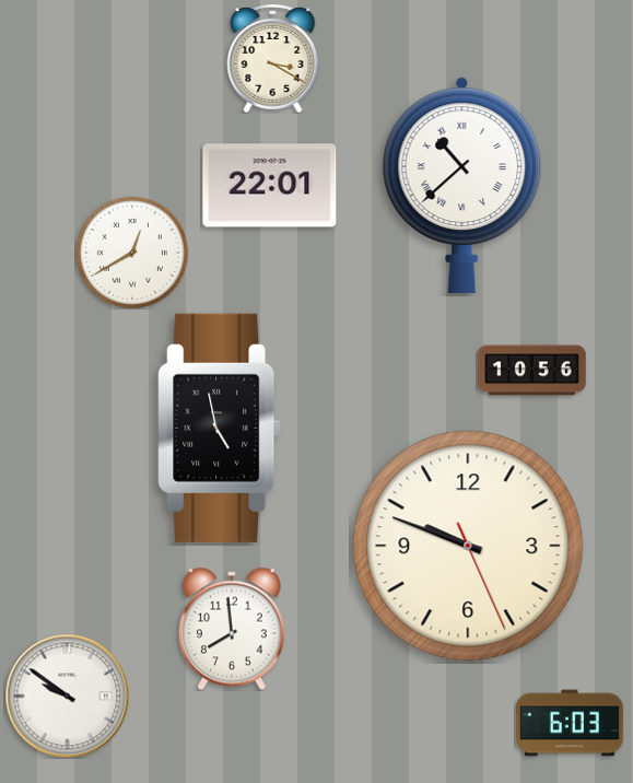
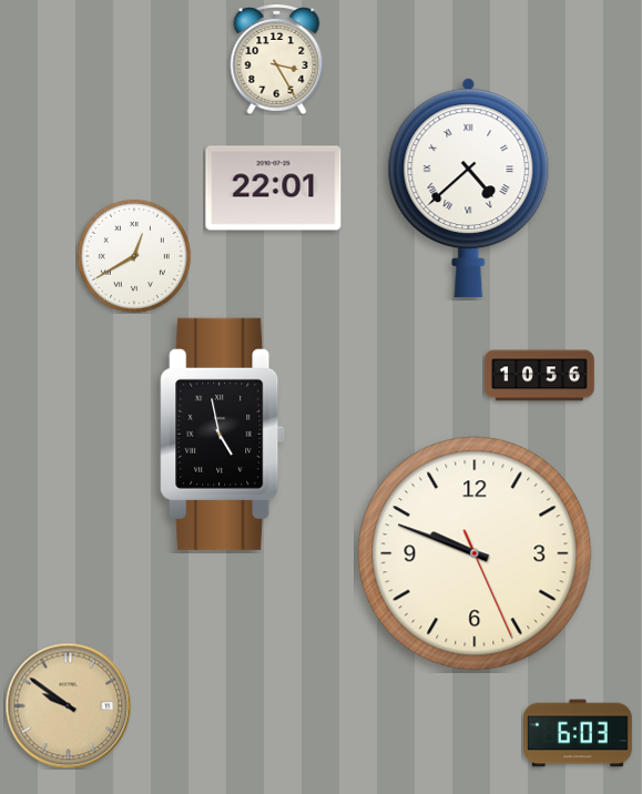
clock at (273, 59): 3:20 -> 3:25
clock at (462, 186): 10:38 -> 4:38
clock at (232, 629): 7:59 -> none
clock at (67, 696) dial: white -> champagne
